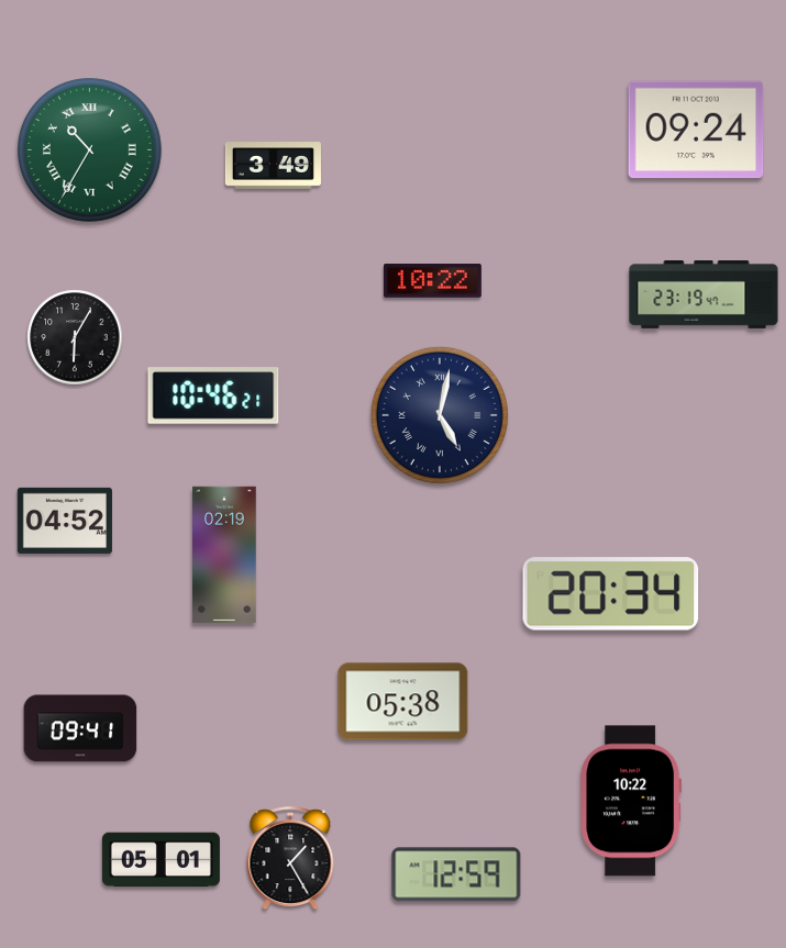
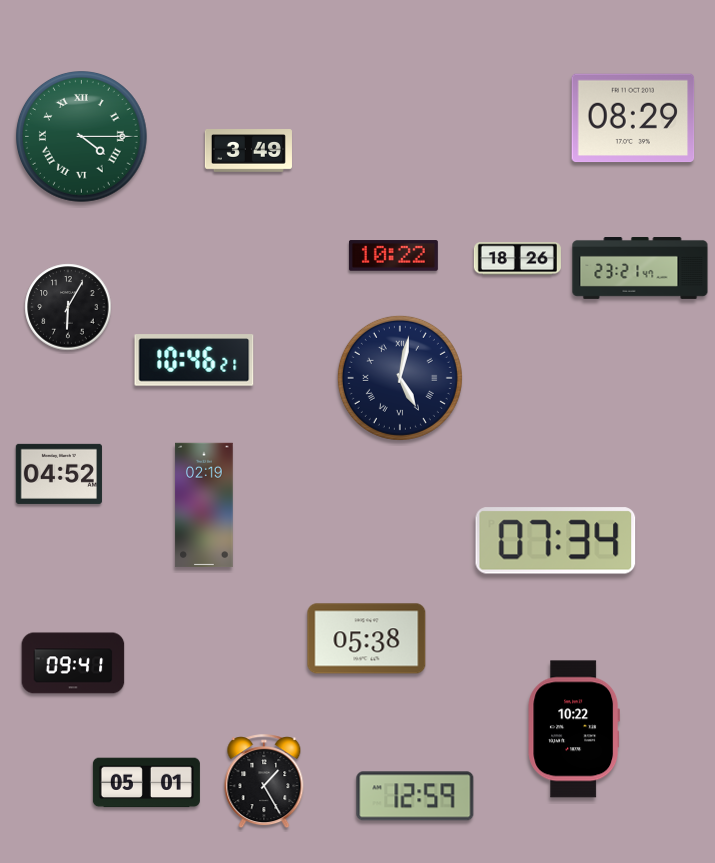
clock at (696, 130): 09:24 -> 08:29
clock at (90, 150): 10:35 -> 4:15
clock at (517, 259): none -> 18:26
clock at (704, 295): 23:19 -> 23:21
clock at (611, 594): 20:34 -> 07:34
